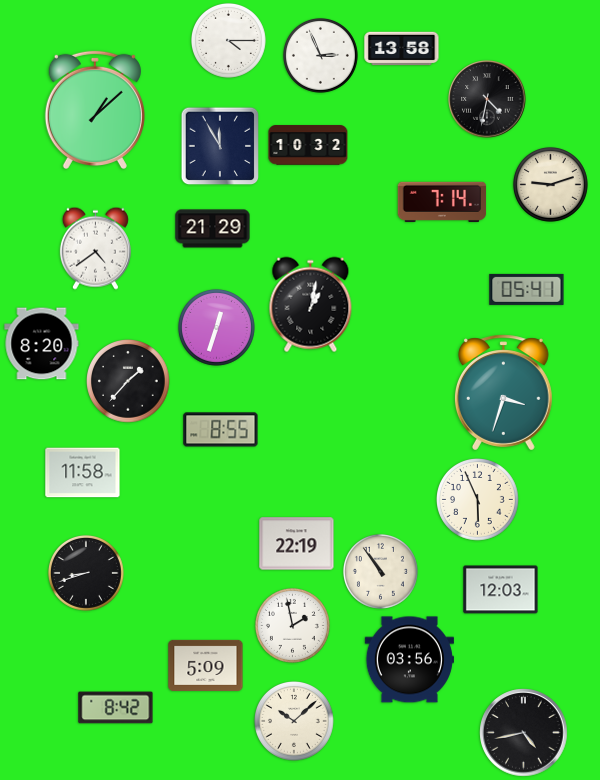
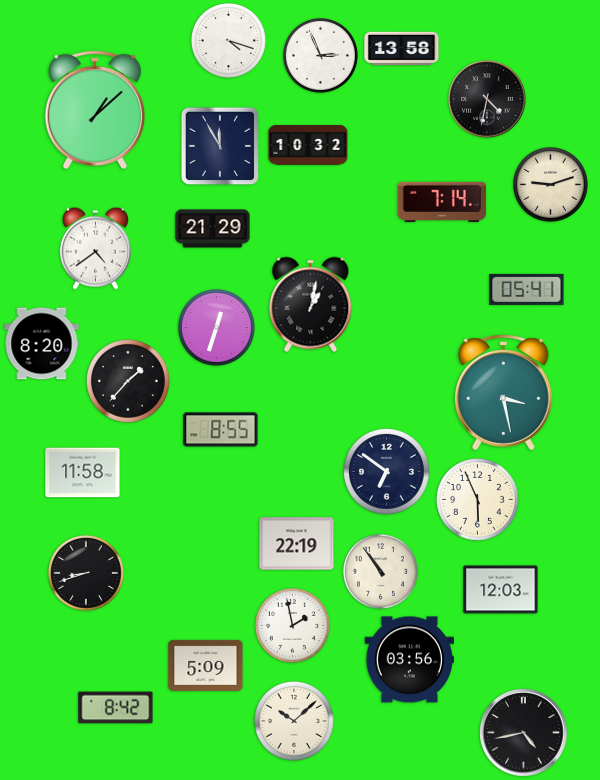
clock at (228, 40): 4:15 -> 4:18
clock at (503, 393): 3:33 -> 3:28
clock at (387, 472): none -> 6:51
